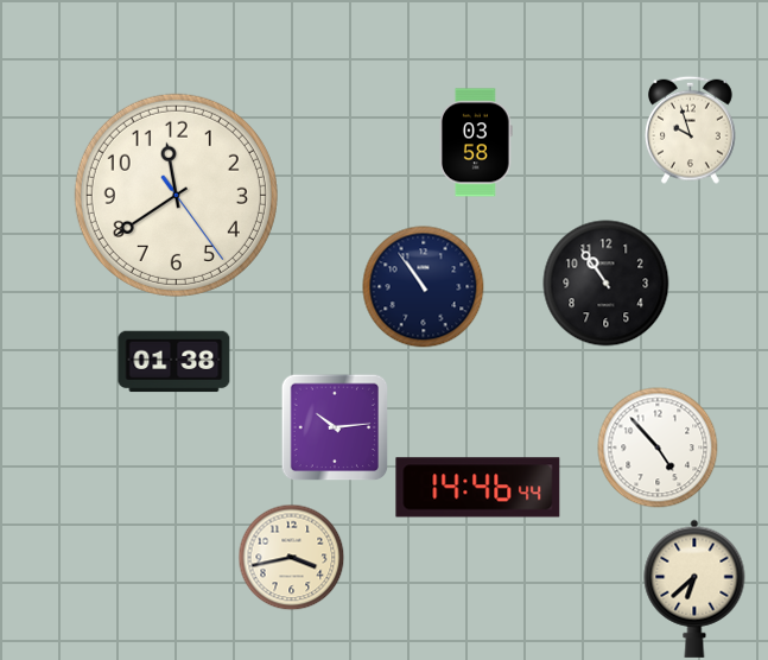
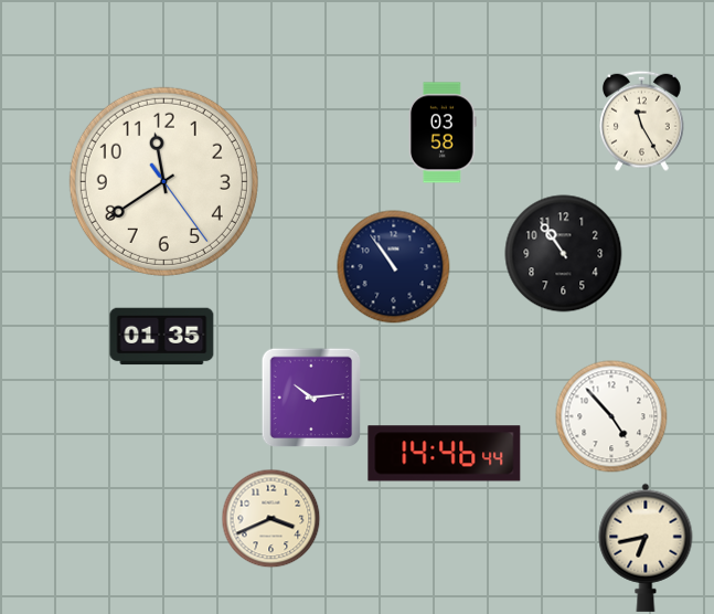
clock at (691, 129): 9:57 -> 11:25
clock at (607, 284) position: (607, 284) -> (564, 254)
clock at (174, 362): 01:38 -> 01:35
clock at (291, 557): 3:43 -> 3:41
clock at (694, 589): 6:38 -> 6:43
